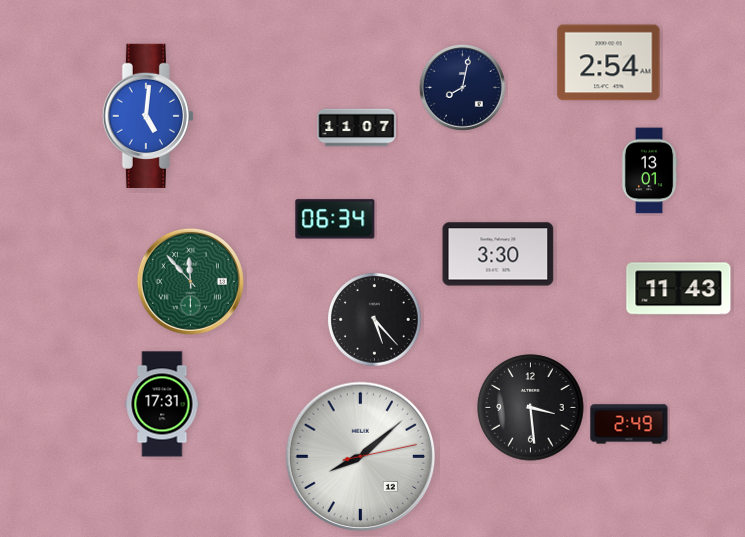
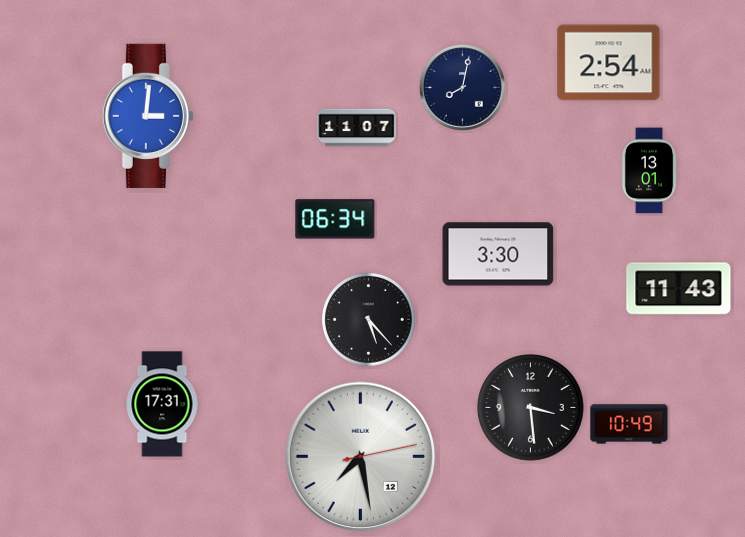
clock at (148, 116): 5:01 -> 3:01
clock at (190, 281): 11:53 -> none
clock at (375, 320) position: (375, 320) -> (369, 320)
clock at (629, 424): 2:49 -> 10:49
clock at (361, 457): 8:08 -> 7:28
